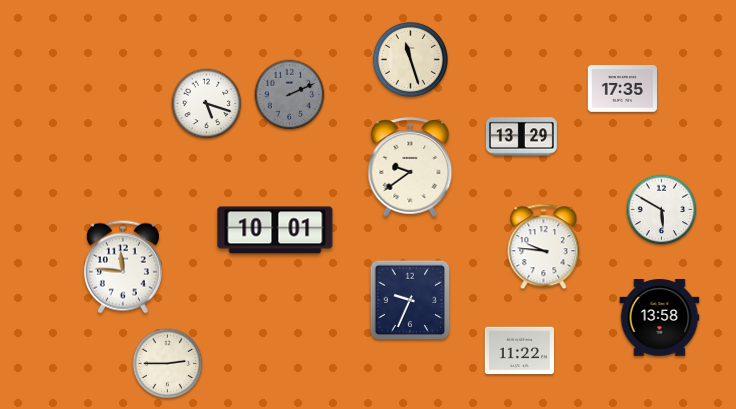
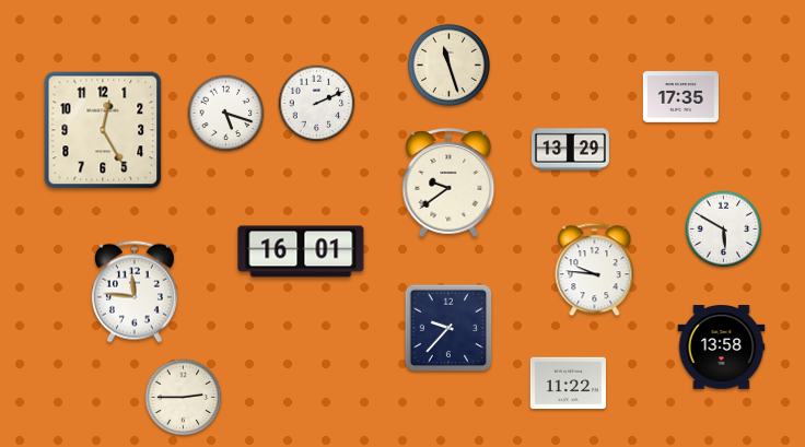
clock at (290, 95) dial: grey -> white
clock at (103, 130): none -> 12:25
clock at (275, 230): 10:01 -> 16:01
clock at (410, 300): 9:34 -> 9:37
